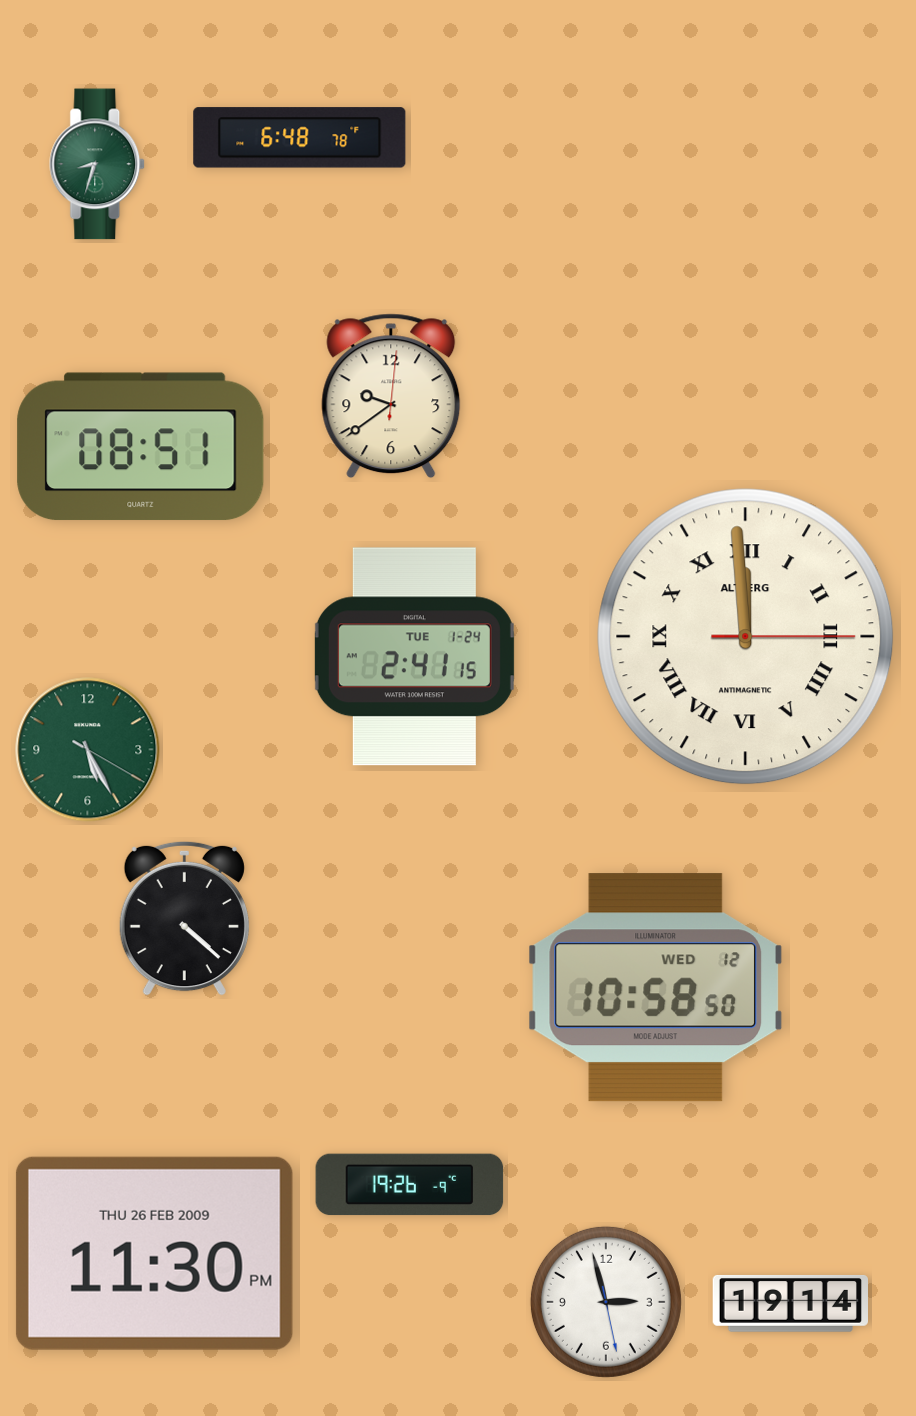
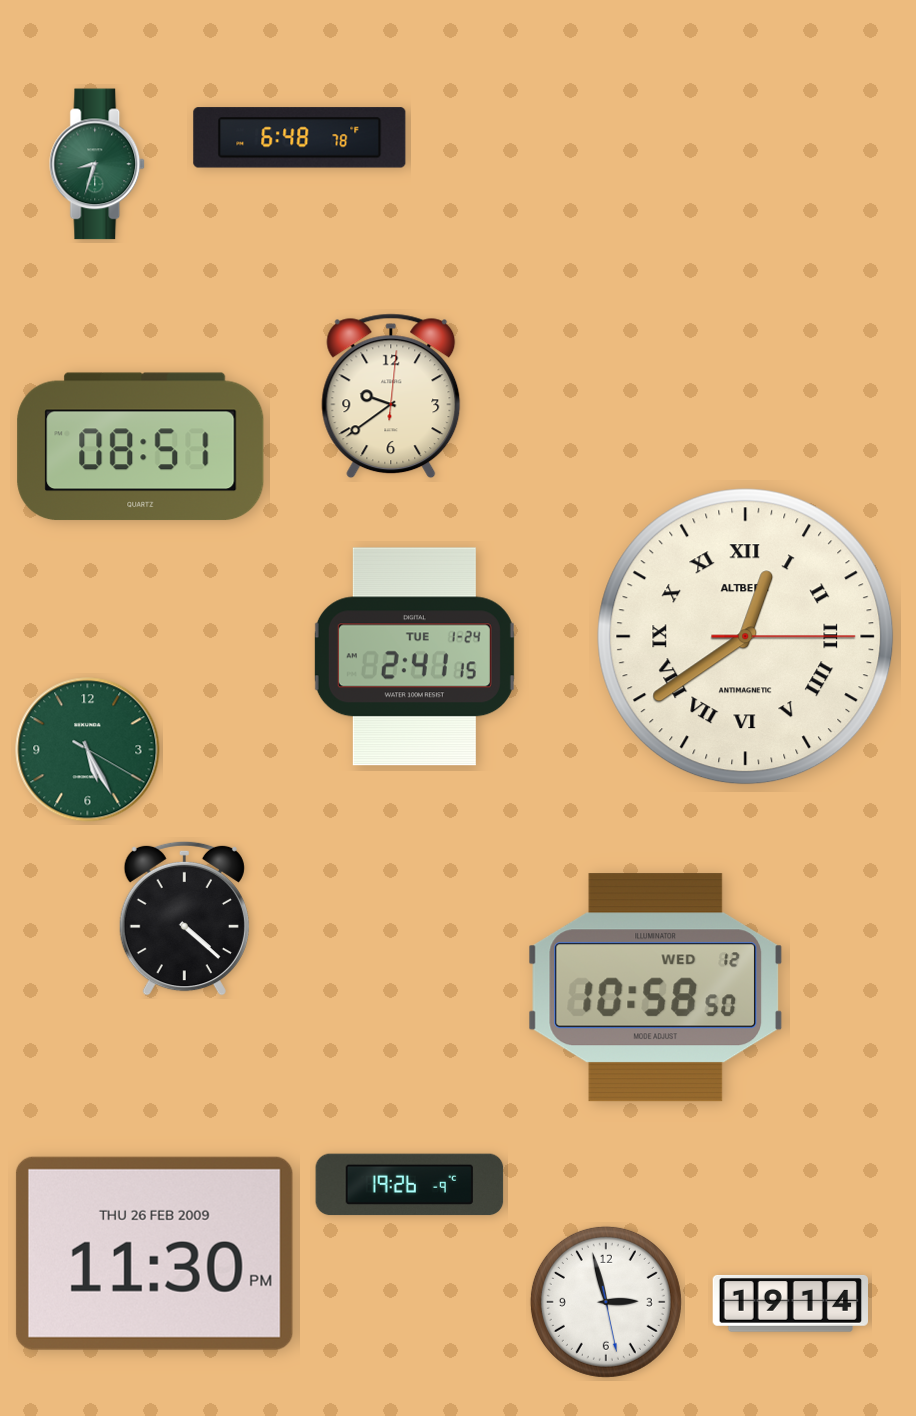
clock at (746, 637): 11:59 -> 12:39
